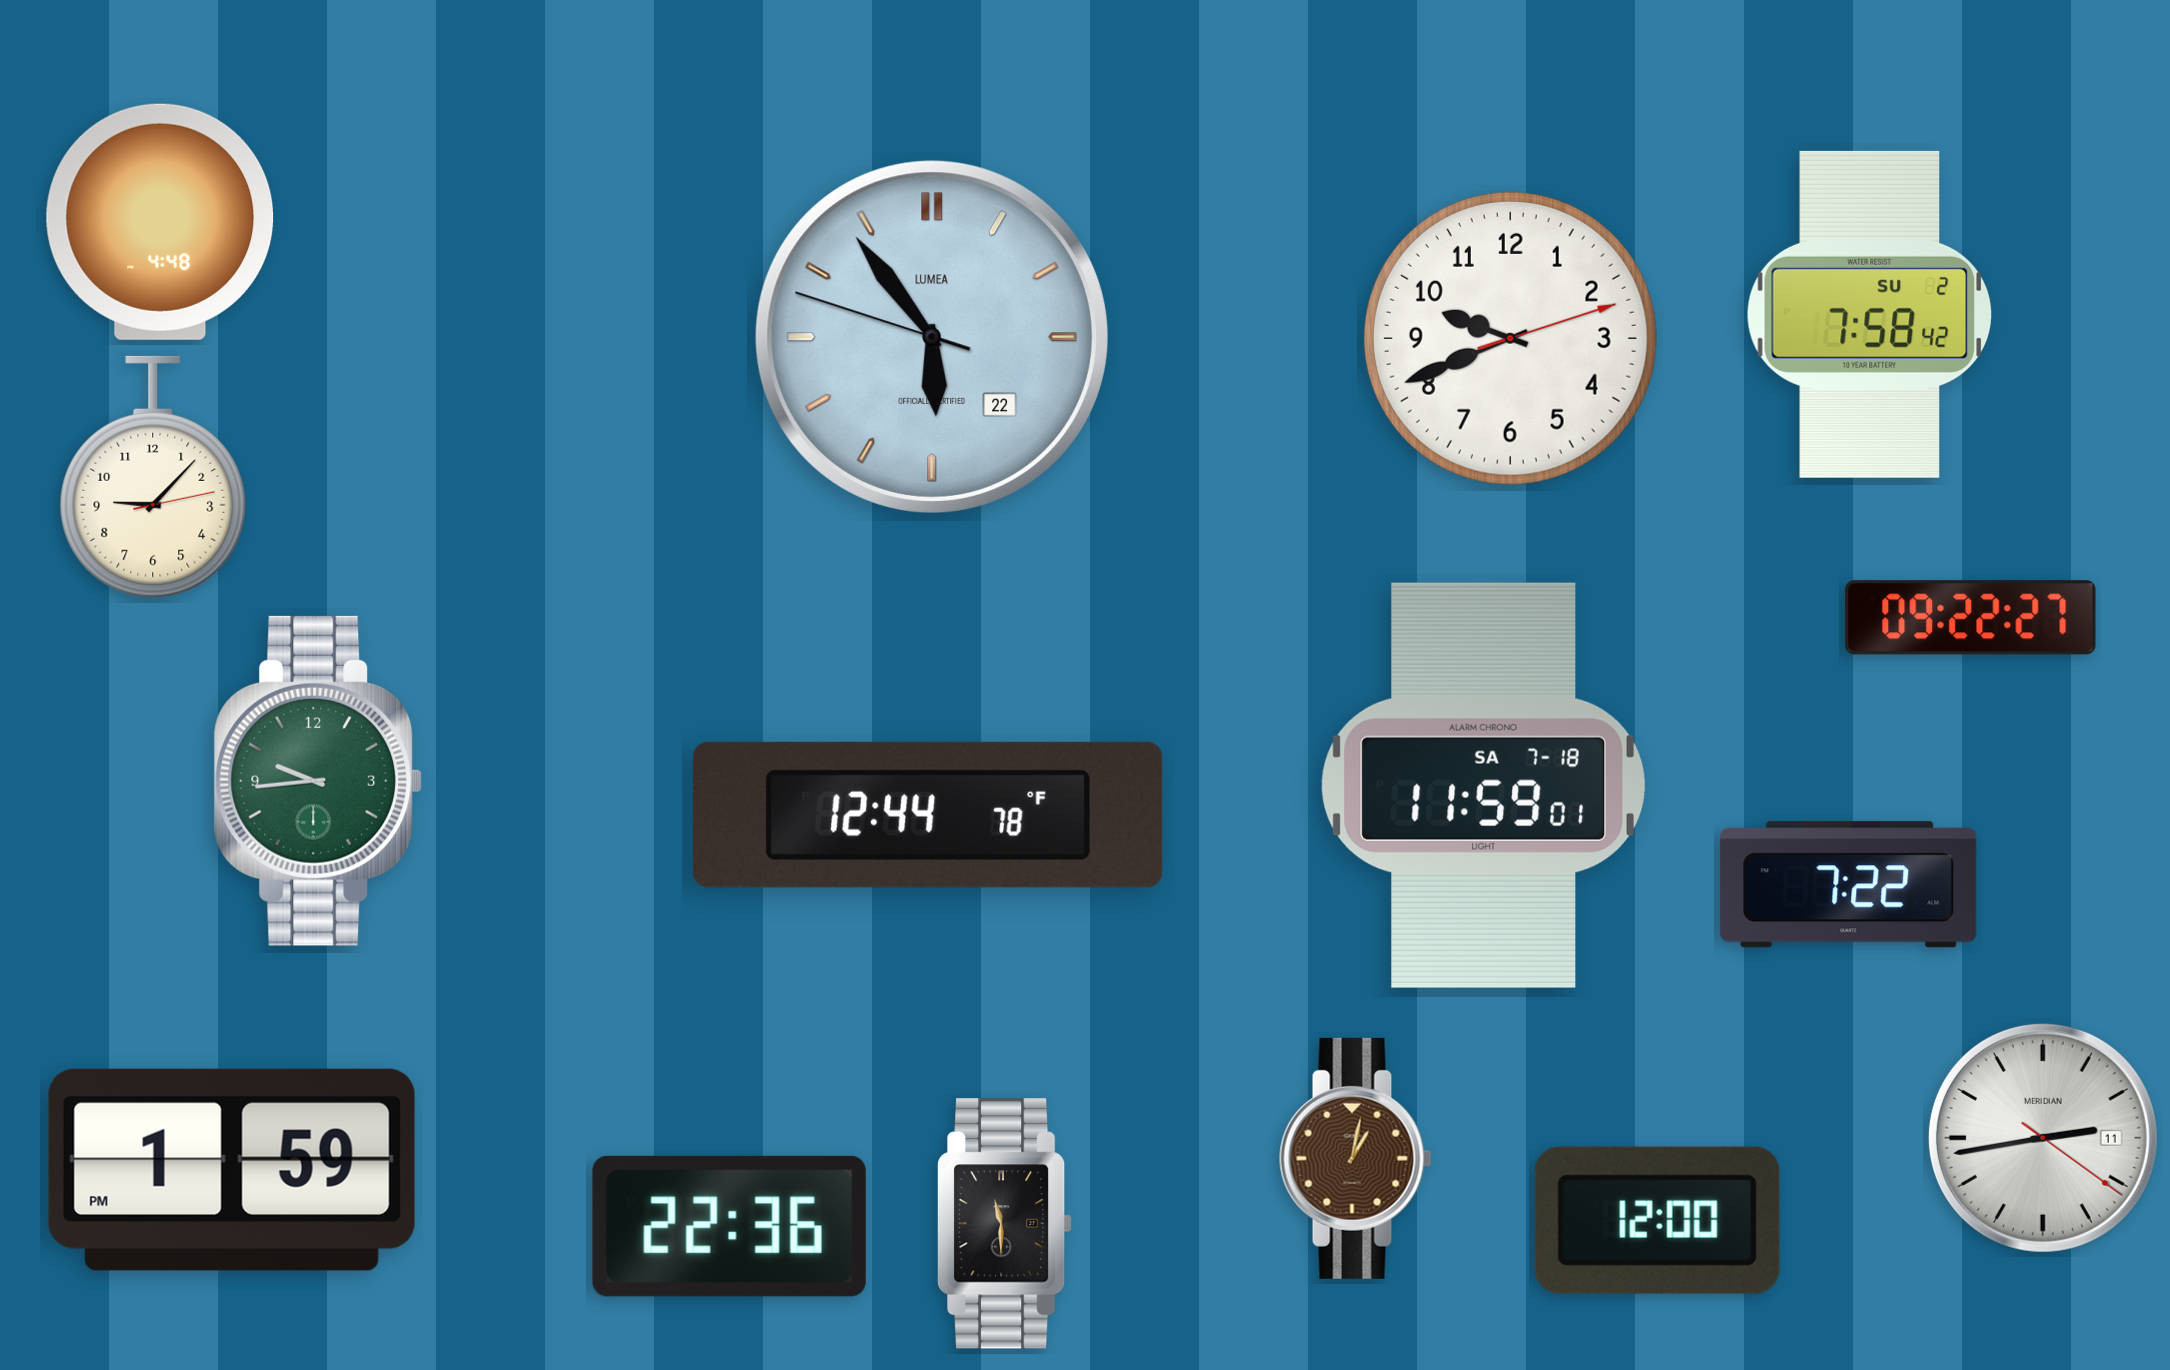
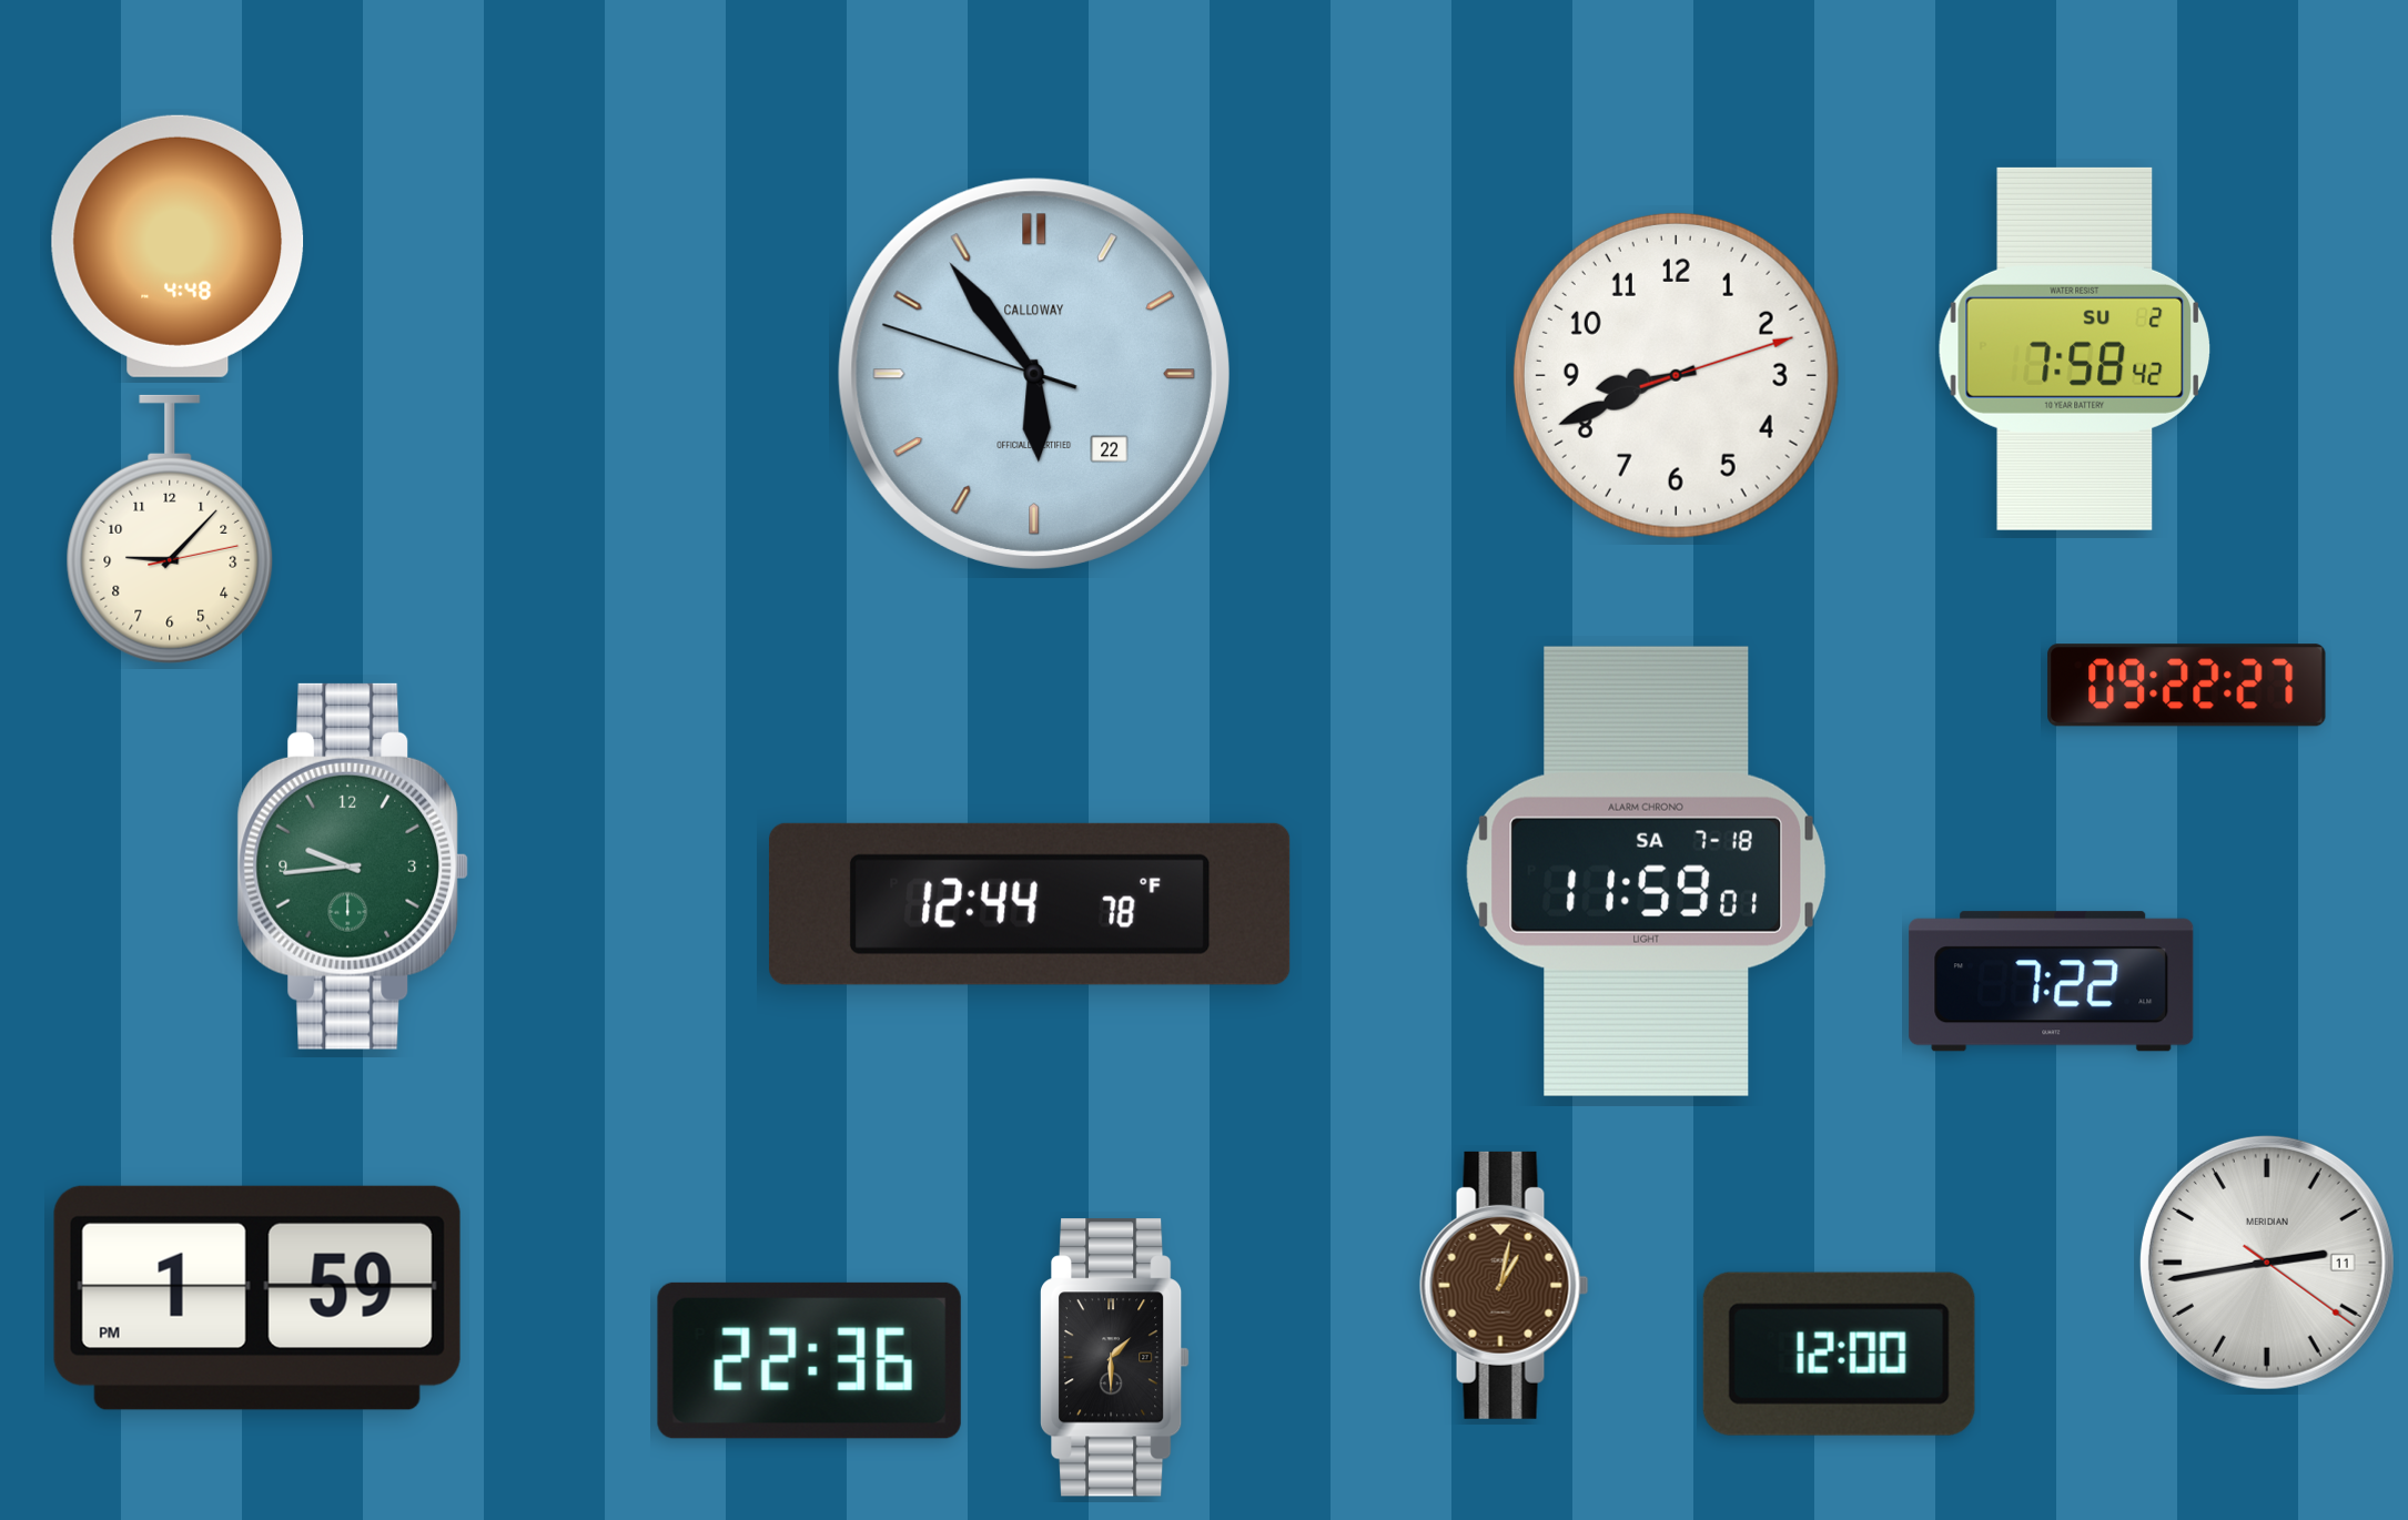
clock at (932, 337) brand: LUMEA -> CALLOWAY
clock at (1510, 338): 9:41 -> 8:41
clock at (1004, 1224): 11:30 -> 1:30
